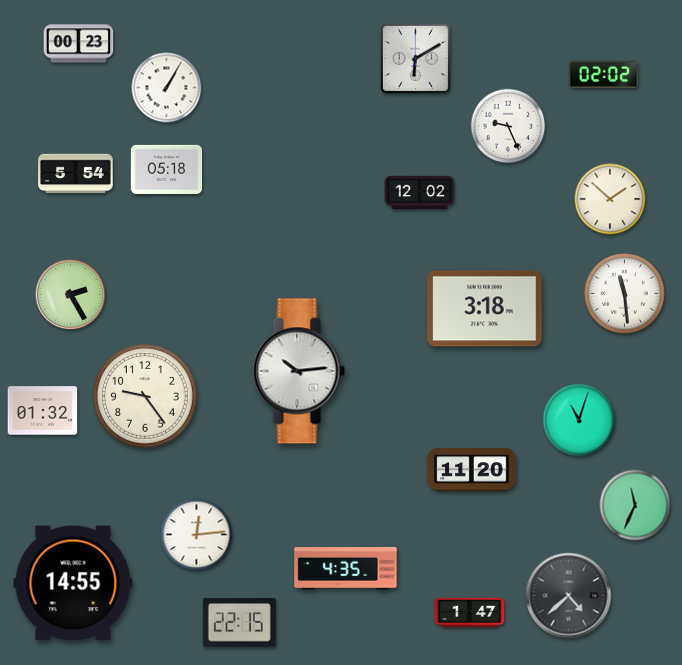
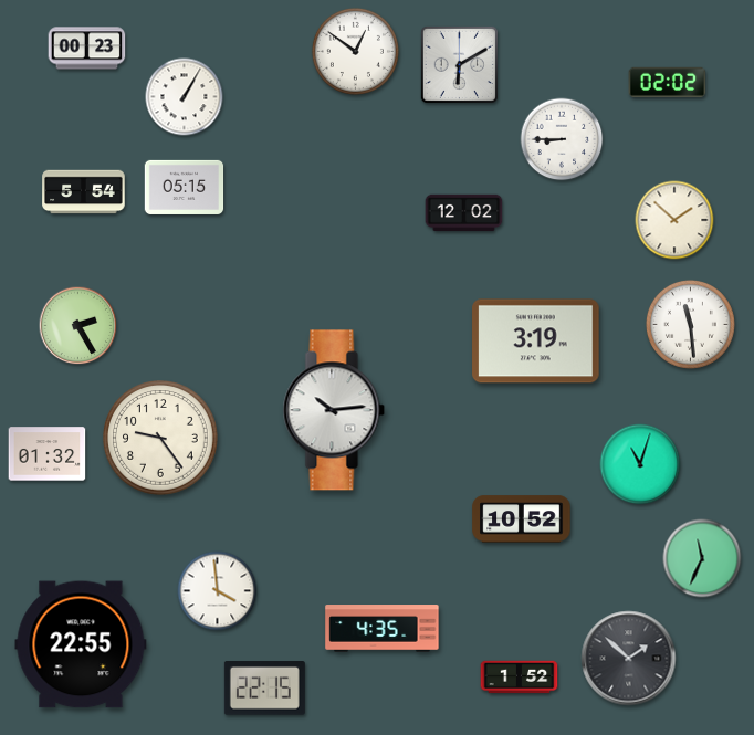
clock at (355, 51): none -> 12:51
clock at (508, 126): 9:26 -> 8:45
clock at (167, 169): 05:18 -> 05:15
clock at (485, 309): 3:18 -> 3:19
clock at (299, 371) position: (299, 371) -> (334, 410)
clock at (472, 470): 11:20 -> 10:52
clock at (197, 535): 12:14 -> 3:59
clock at (73, 583): 14:55 -> 22:55
clock at (569, 596): 4:38 -> 1:52
clock at (470, 613): 1:47 -> 1:52
